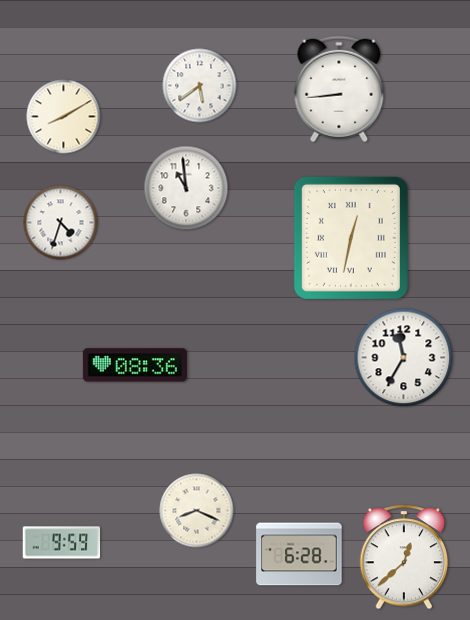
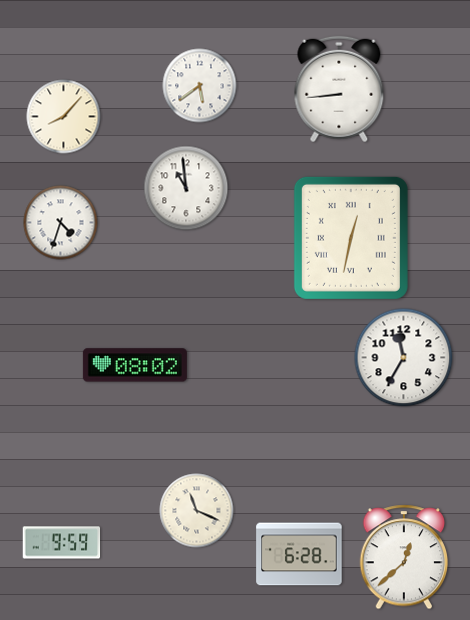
clock at (64, 117): 8:10 -> 8:07
clock at (135, 365): 08:36 -> 08:02
clock at (197, 511): 8:19 -> 11:19
